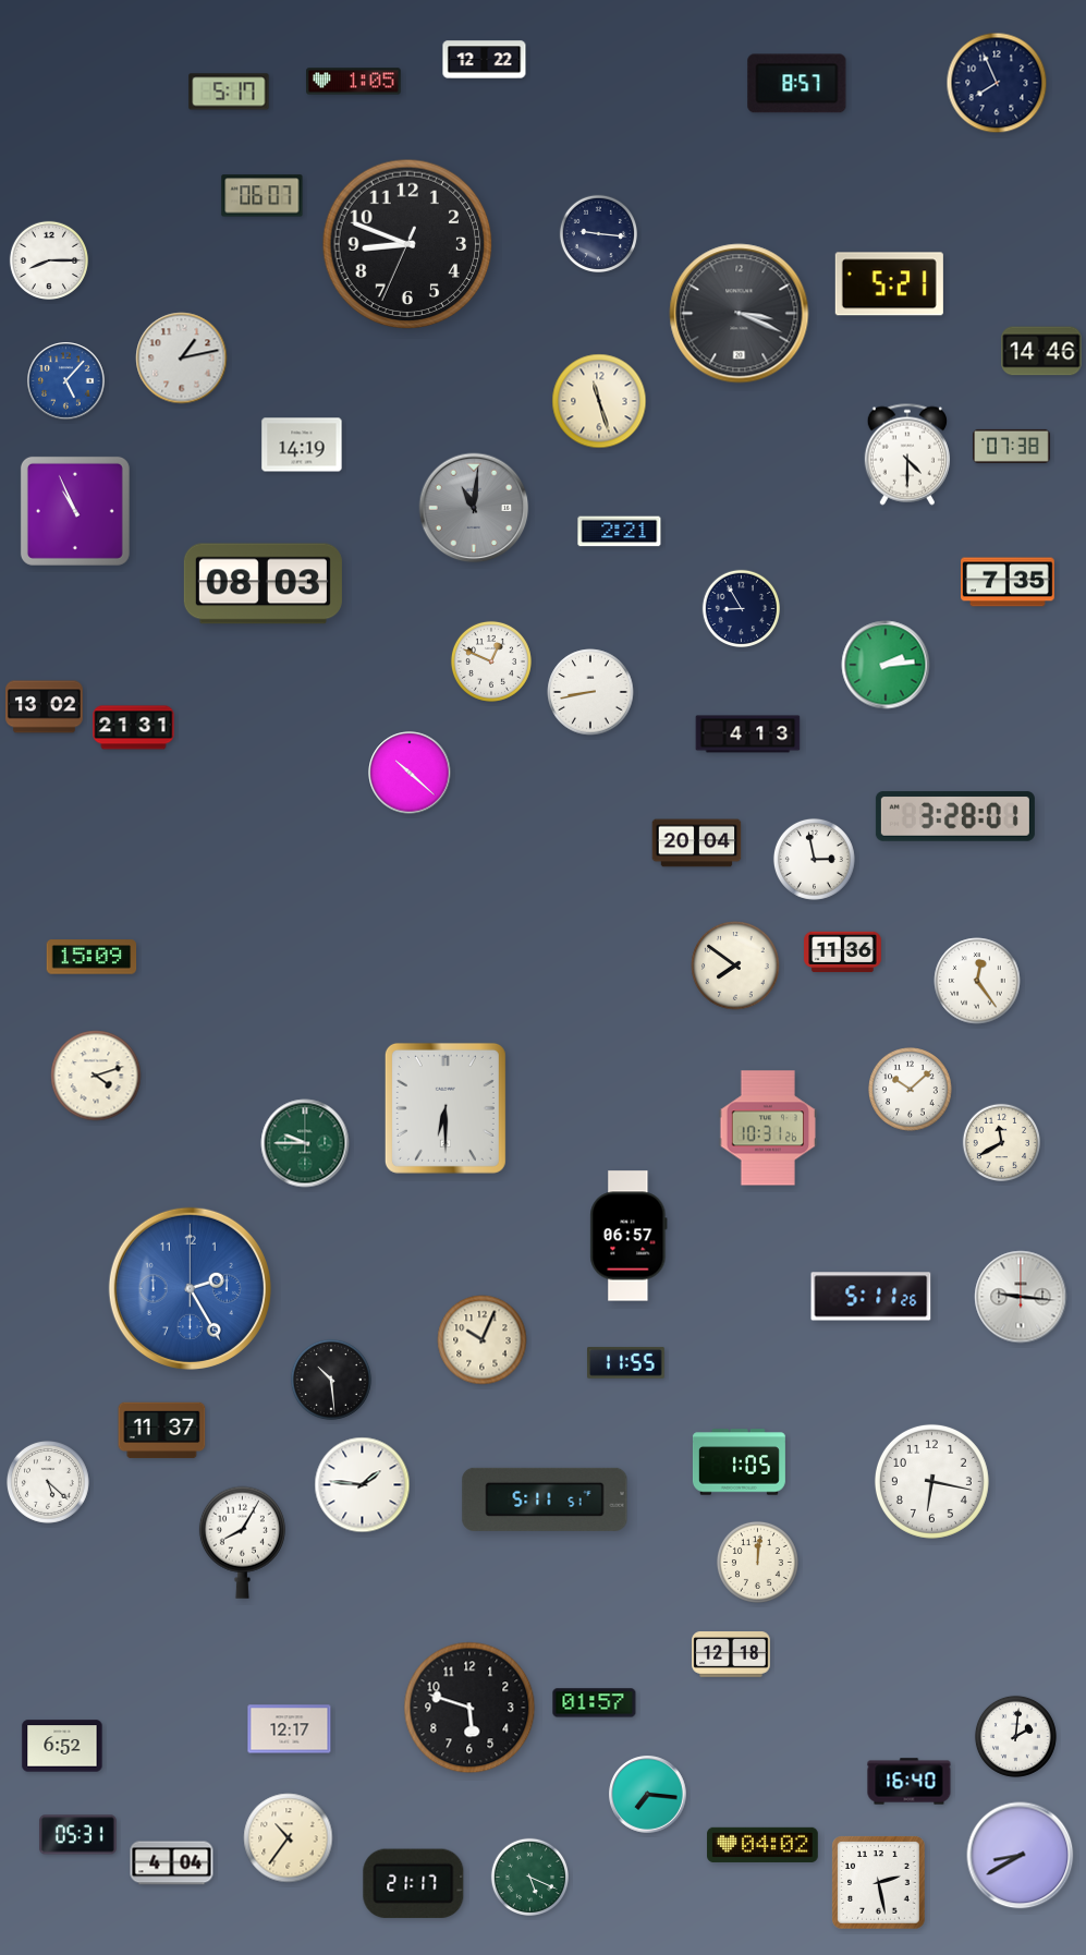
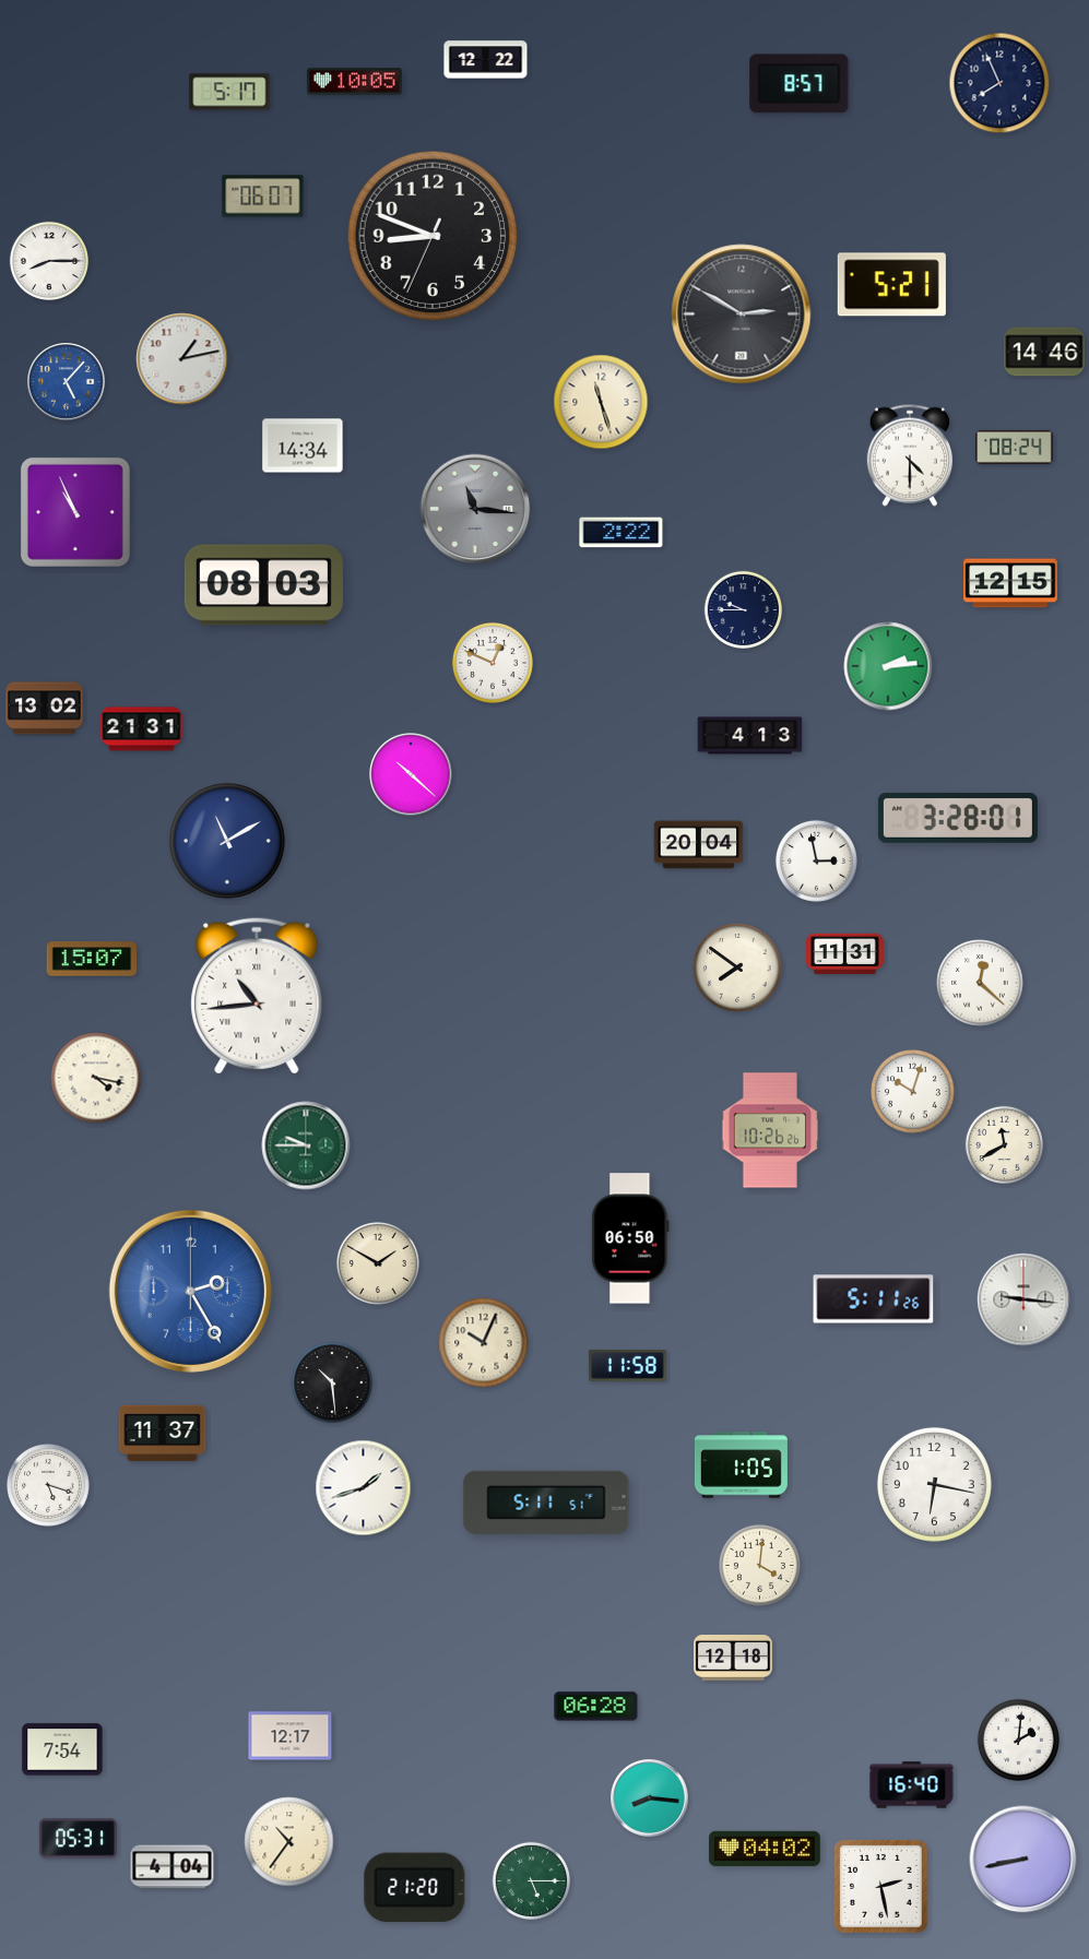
clock at (354, 82): 1:05 -> 10:05
clock at (599, 234): 9:16 -> none
clock at (407, 244) position: (407, 244) -> (433, 236)
clock at (740, 314): 3:19 -> 2:50
clock at (302, 445): 14:19 -> 14:34
clock at (1012, 446): 07:38 -> 08:24
clock at (474, 508): 11:01 -> 11:16
clock at (620, 532): 2:21 -> 2:22
clock at (1009, 582): 7:35 -> 12:15
clock at (742, 609): 8:55 -> 9:45
clock at (590, 692): 8:43 -> none
clock at (134, 728) position: (134, 728) -> (142, 729)
clock at (227, 841): none -> 11:10
clock at (843, 952): 11:36 -> 11:31
clock at (91, 957): 15:09 -> 15:07
clock at (977, 981): 12:24 -> 12:22
clock at (257, 996): none -> 10:44
clock at (96, 1076): 4:12 -> 4:17
clock at (911, 1090): 10:08 -> 10:03
clock at (446, 1108): 6:30 -> none
clock at (768, 1128): 10:31 -> 10:26
clock at (629, 1236): 06:57 -> 06:50
clock at (378, 1263): none -> 1:50
clock at (626, 1363): 11:55 -> 11:58
clock at (48, 1482): 5:22 -> 5:18
clock at (363, 1485): 1:46 -> 1:42
clock at (242, 1542): 8:05 -> none
clock at (757, 1562): 12:01 -> 4:01
clock at (595, 1703): 01:57 -> 06:28
clock at (469, 1708): 5:48 -> none
clock at (290, 1729) position: (290, 1729) -> (291, 1736)
clock at (62, 1746): 6:52 -> 7:54
clock at (648, 1795): 7:16 -> 8:16
clock at (1021, 1856): 8:40 -> 8:43
clock at (530, 1878): 5:19 -> 5:15
clock at (414, 1884): 21:17 -> 21:20
